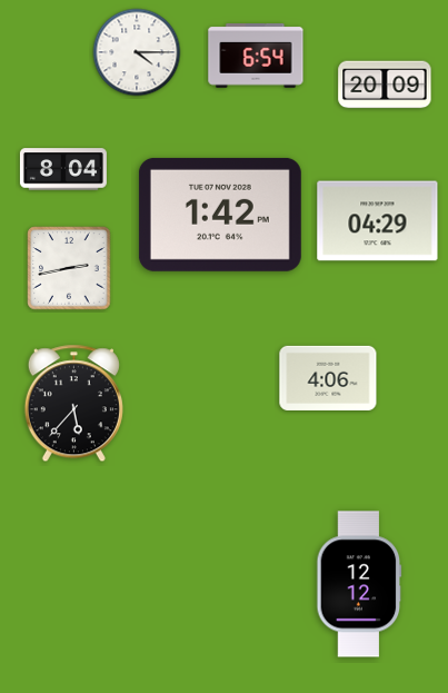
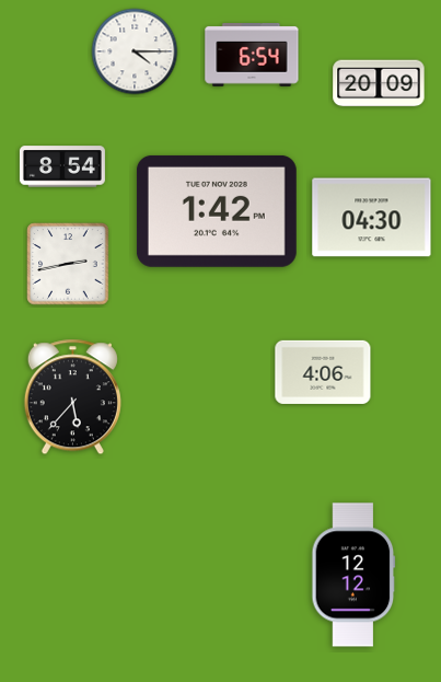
clock at (63, 169): 8:04 -> 8:54
clock at (378, 221): 04:29 -> 04:30
